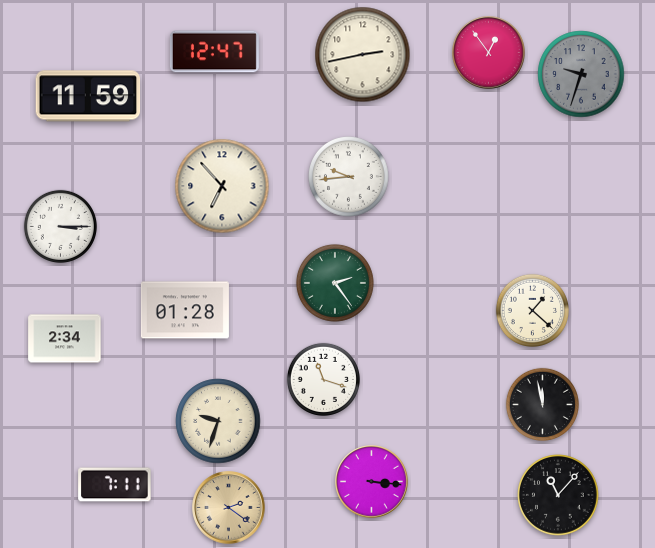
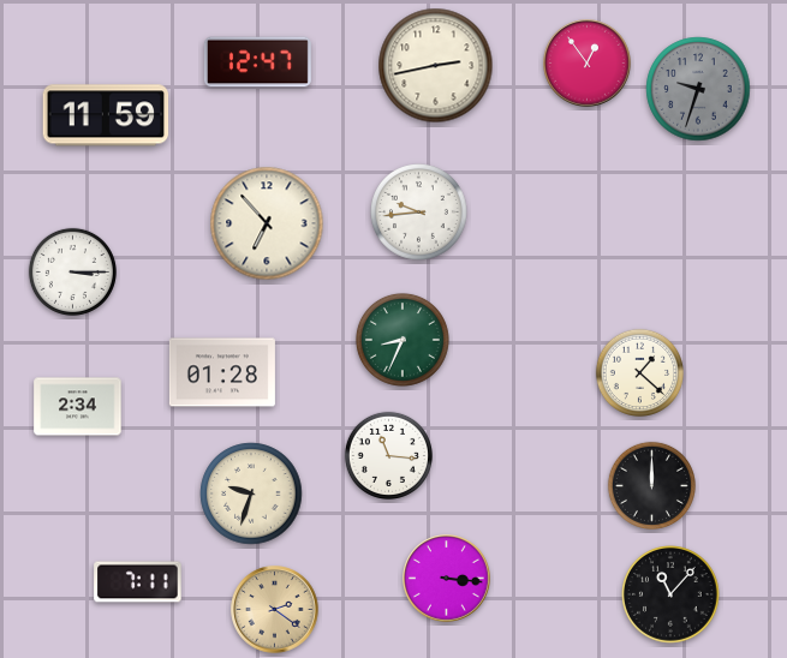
clock at (335, 283): 2:24 -> 8:34
clock at (323, 379): 11:18 -> 11:16
clock at (542, 404): 11:58 -> 12:00
clock at (218, 421) position: (218, 421) -> (251, 493)
